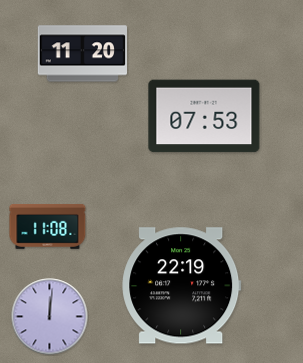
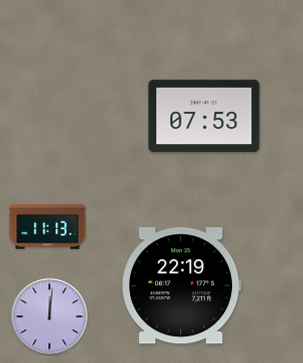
clock at (82, 54): 11:20 -> none
clock at (48, 226): 11:08 -> 11:13
